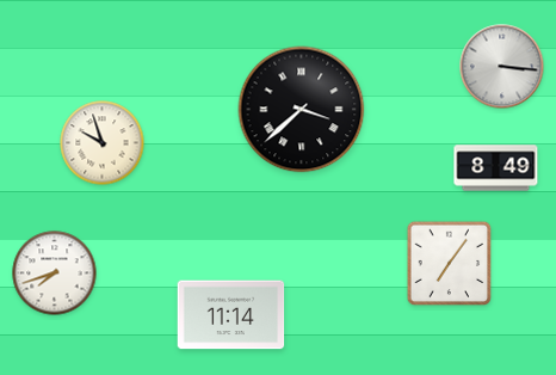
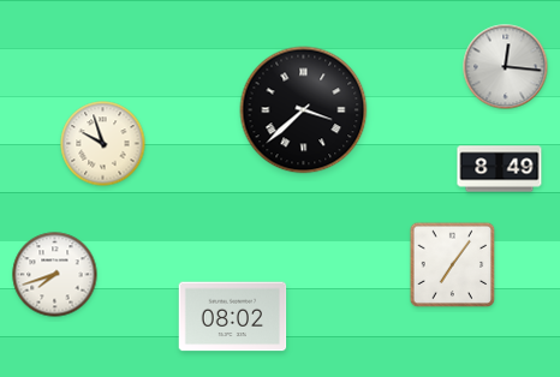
clock at (502, 67): 3:16 -> 12:16
clock at (231, 315): 11:14 -> 08:02
